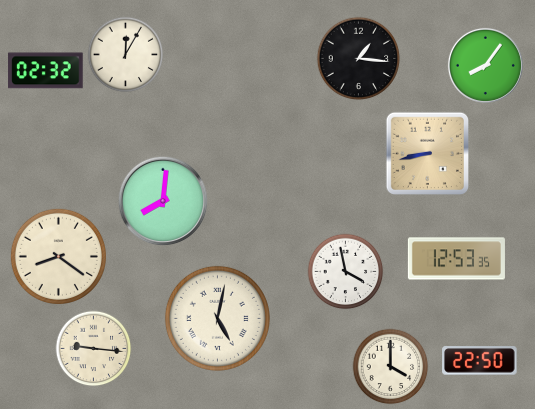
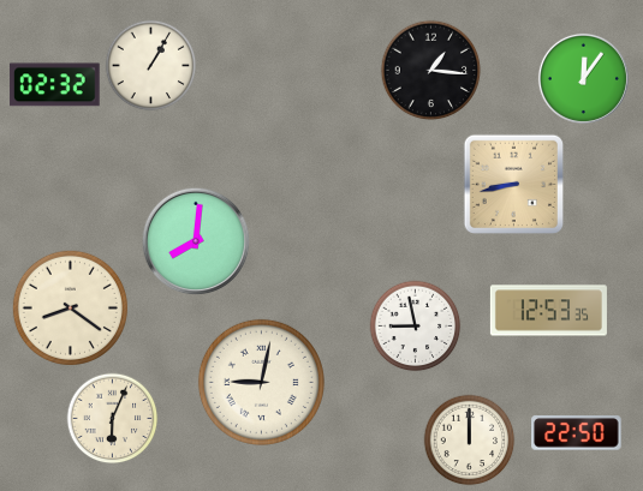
clock at (126, 55): 12:05 -> 1:05
clock at (485, 65): 8:06 -> 12:06
clock at (346, 272): 3:58 -> 8:58
clock at (217, 318): 5:02 -> 9:02
clock at (94, 349): 9:16 -> 6:04
clock at (391, 367): 4:00 -> 12:00
